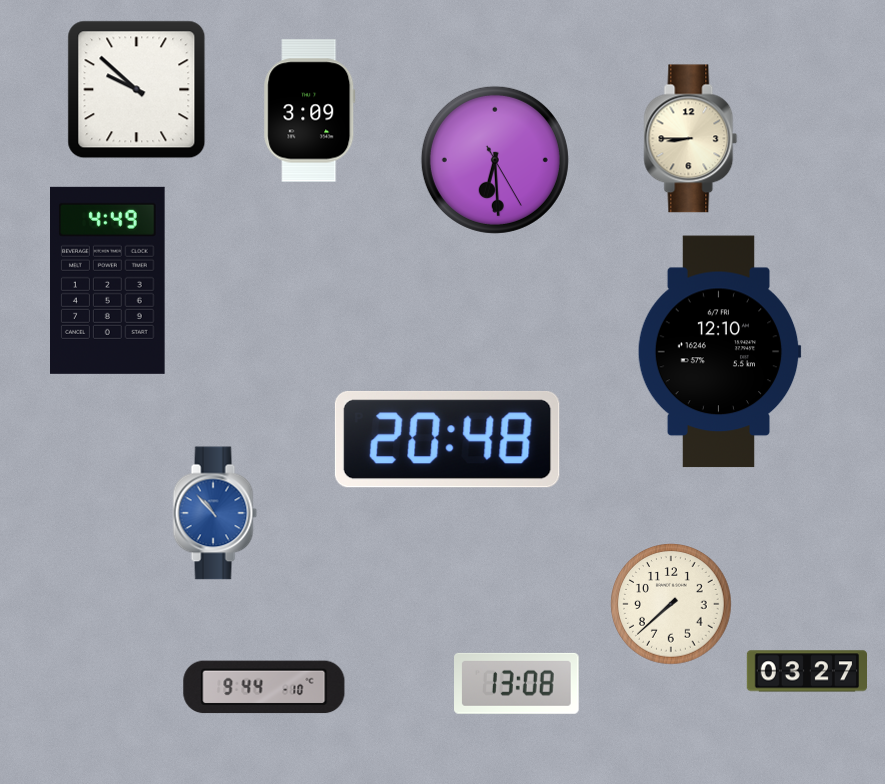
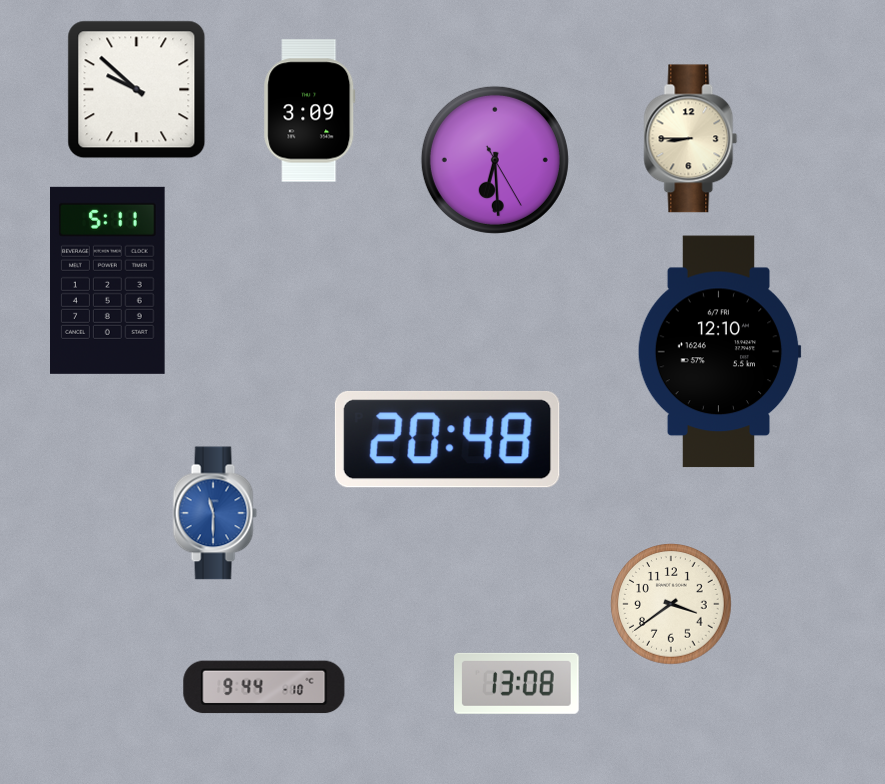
clock at (108, 280): 4:49 -> 5:11
clock at (215, 513): 10:53 -> 11:30
clock at (671, 604): 7:38 -> 3:39
clock at (806, 671): 03:27 -> none
